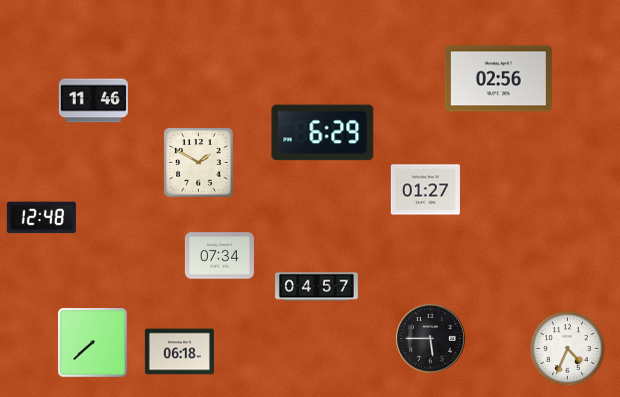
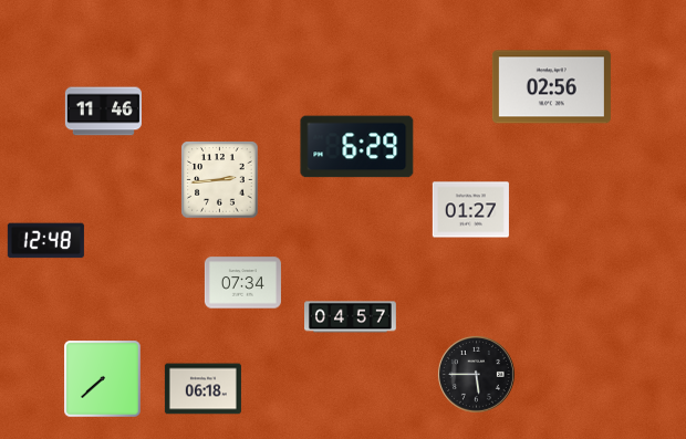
clock at (199, 163): 1:50 -> 2:44
clock at (568, 349): 4:34 -> none
clock at (179, 352) position: (179, 352) -> (202, 389)
